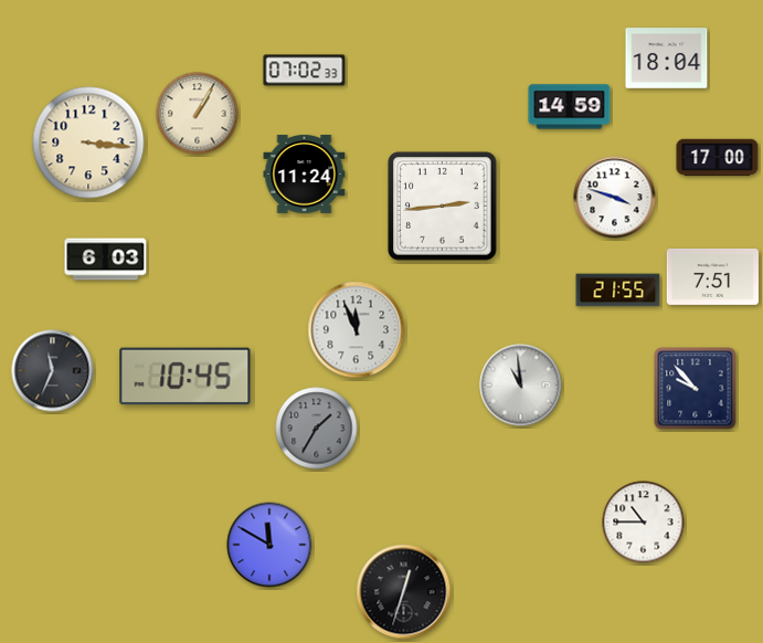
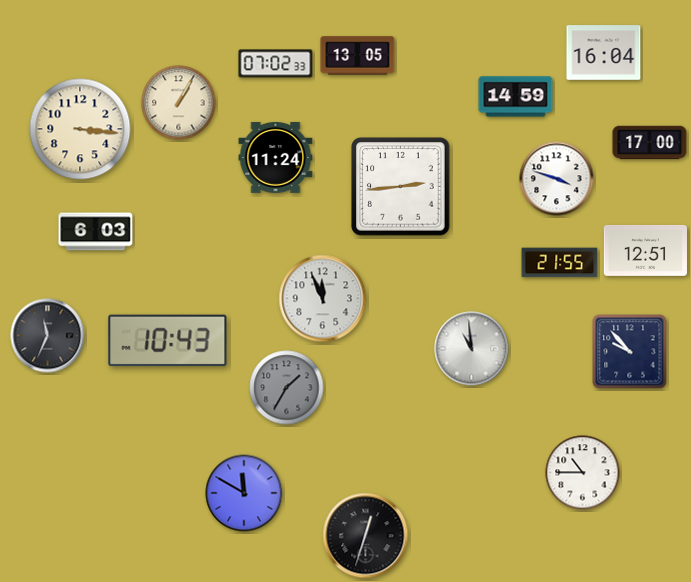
clock at (667, 59): 18:04 -> 16:04
clock at (358, 56): none -> 13:05
clock at (106, 260) position: (106, 260) -> (96, 232)
clock at (712, 276): 7:51 -> 12:51
clock at (186, 377): 10:45 -> 10:43
